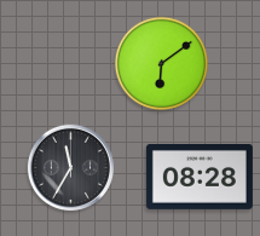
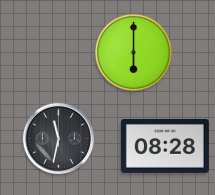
clock at (162, 64): 6:09 -> 6:00
clock at (70, 167): 11:35 -> 11:32
